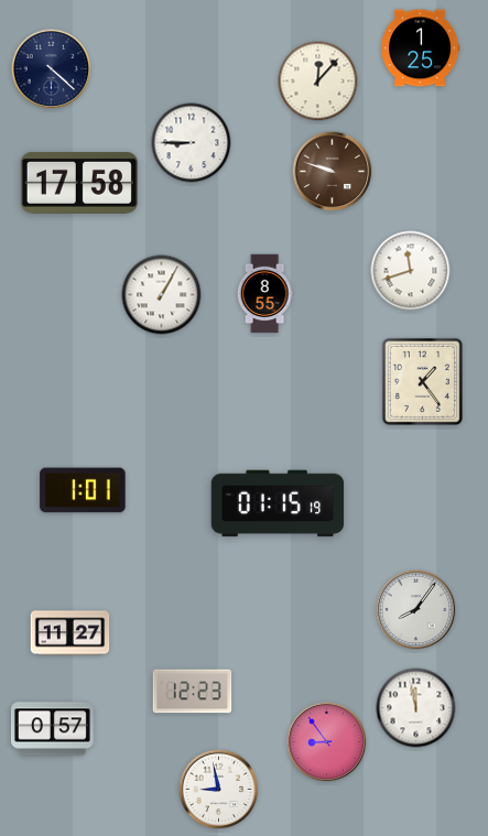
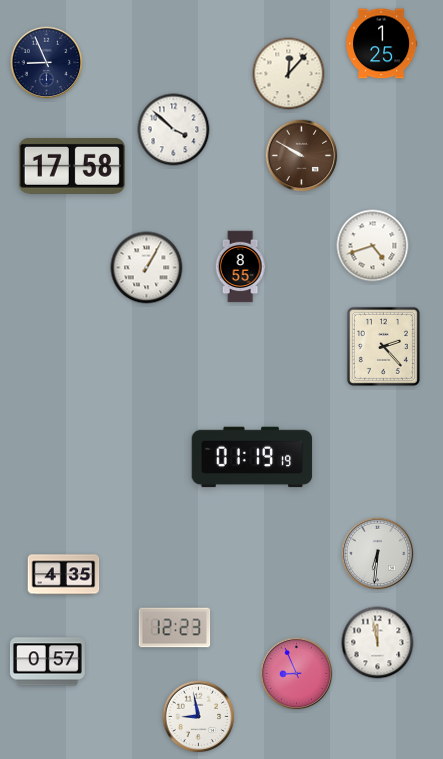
clock at (52, 69): 4:22 -> 8:56
clock at (192, 143): 8:45 -> 3:52
clock at (333, 172): 9:48 -> 9:50
clock at (411, 271): 11:42 -> 4:42
clock at (422, 381): 1:24 -> 2:23
clock at (83, 490): 1:01 -> none
clock at (278, 503): 01:15 -> 01:19
clock at (416, 610): 8:06 -> 6:31
clock at (71, 633): 11:27 -> 4:35
clock at (327, 742): 8:54 -> 8:56
